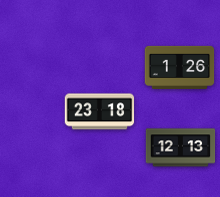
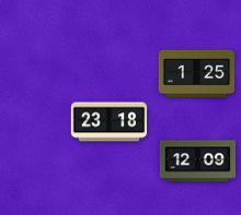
clock at (180, 67): 1:26 -> 1:25
clock at (181, 148): 12:13 -> 12:09
